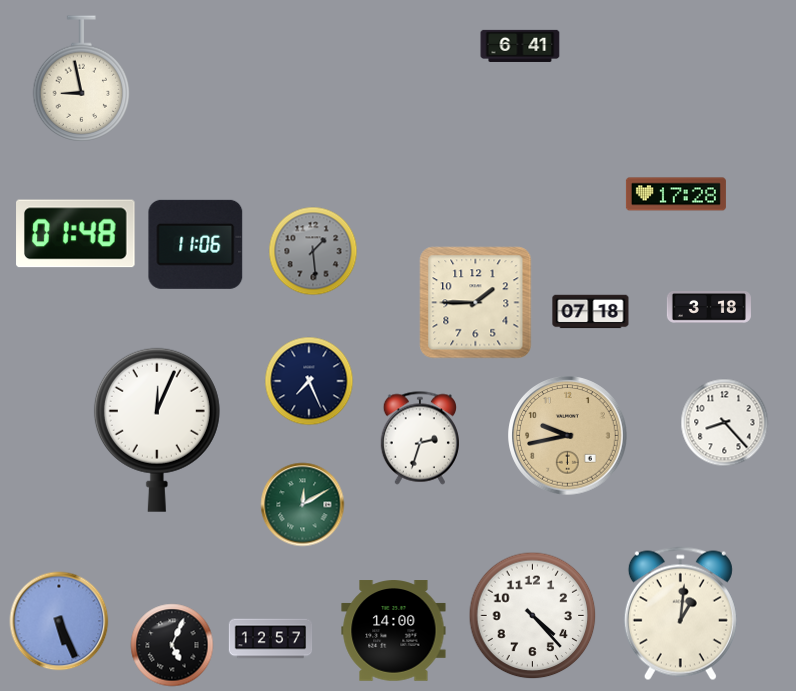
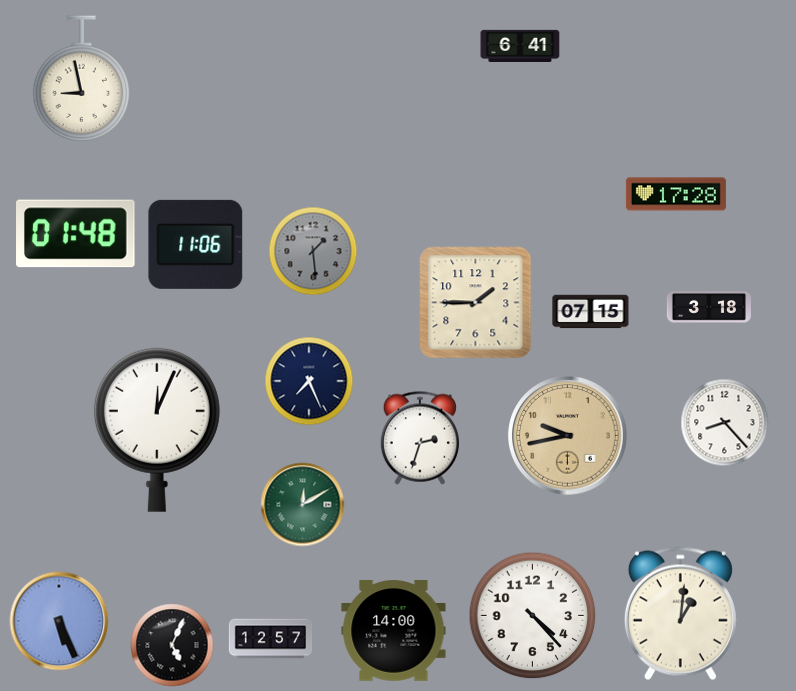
clock at (591, 312): 07:18 -> 07:15
